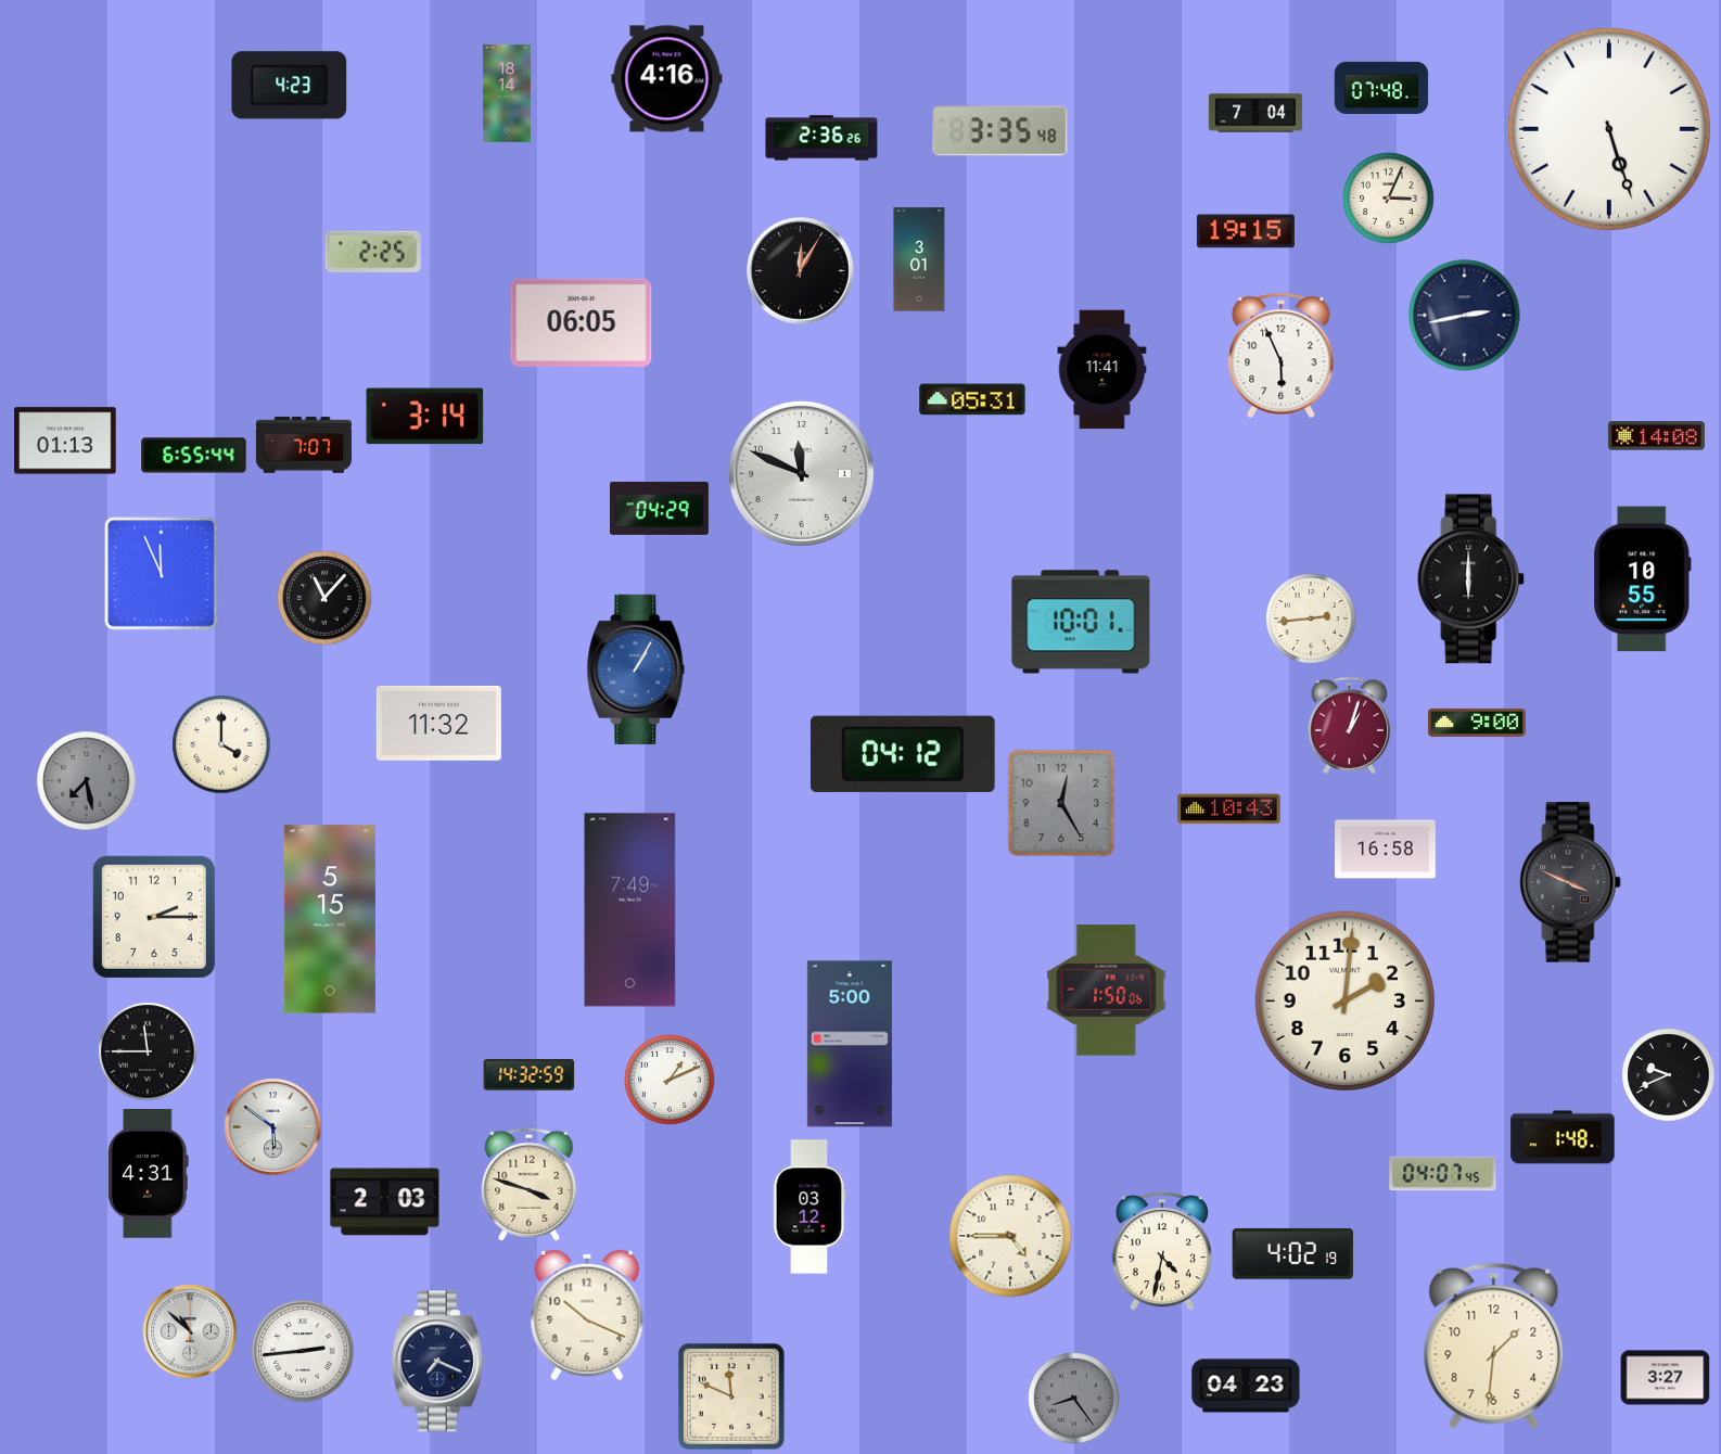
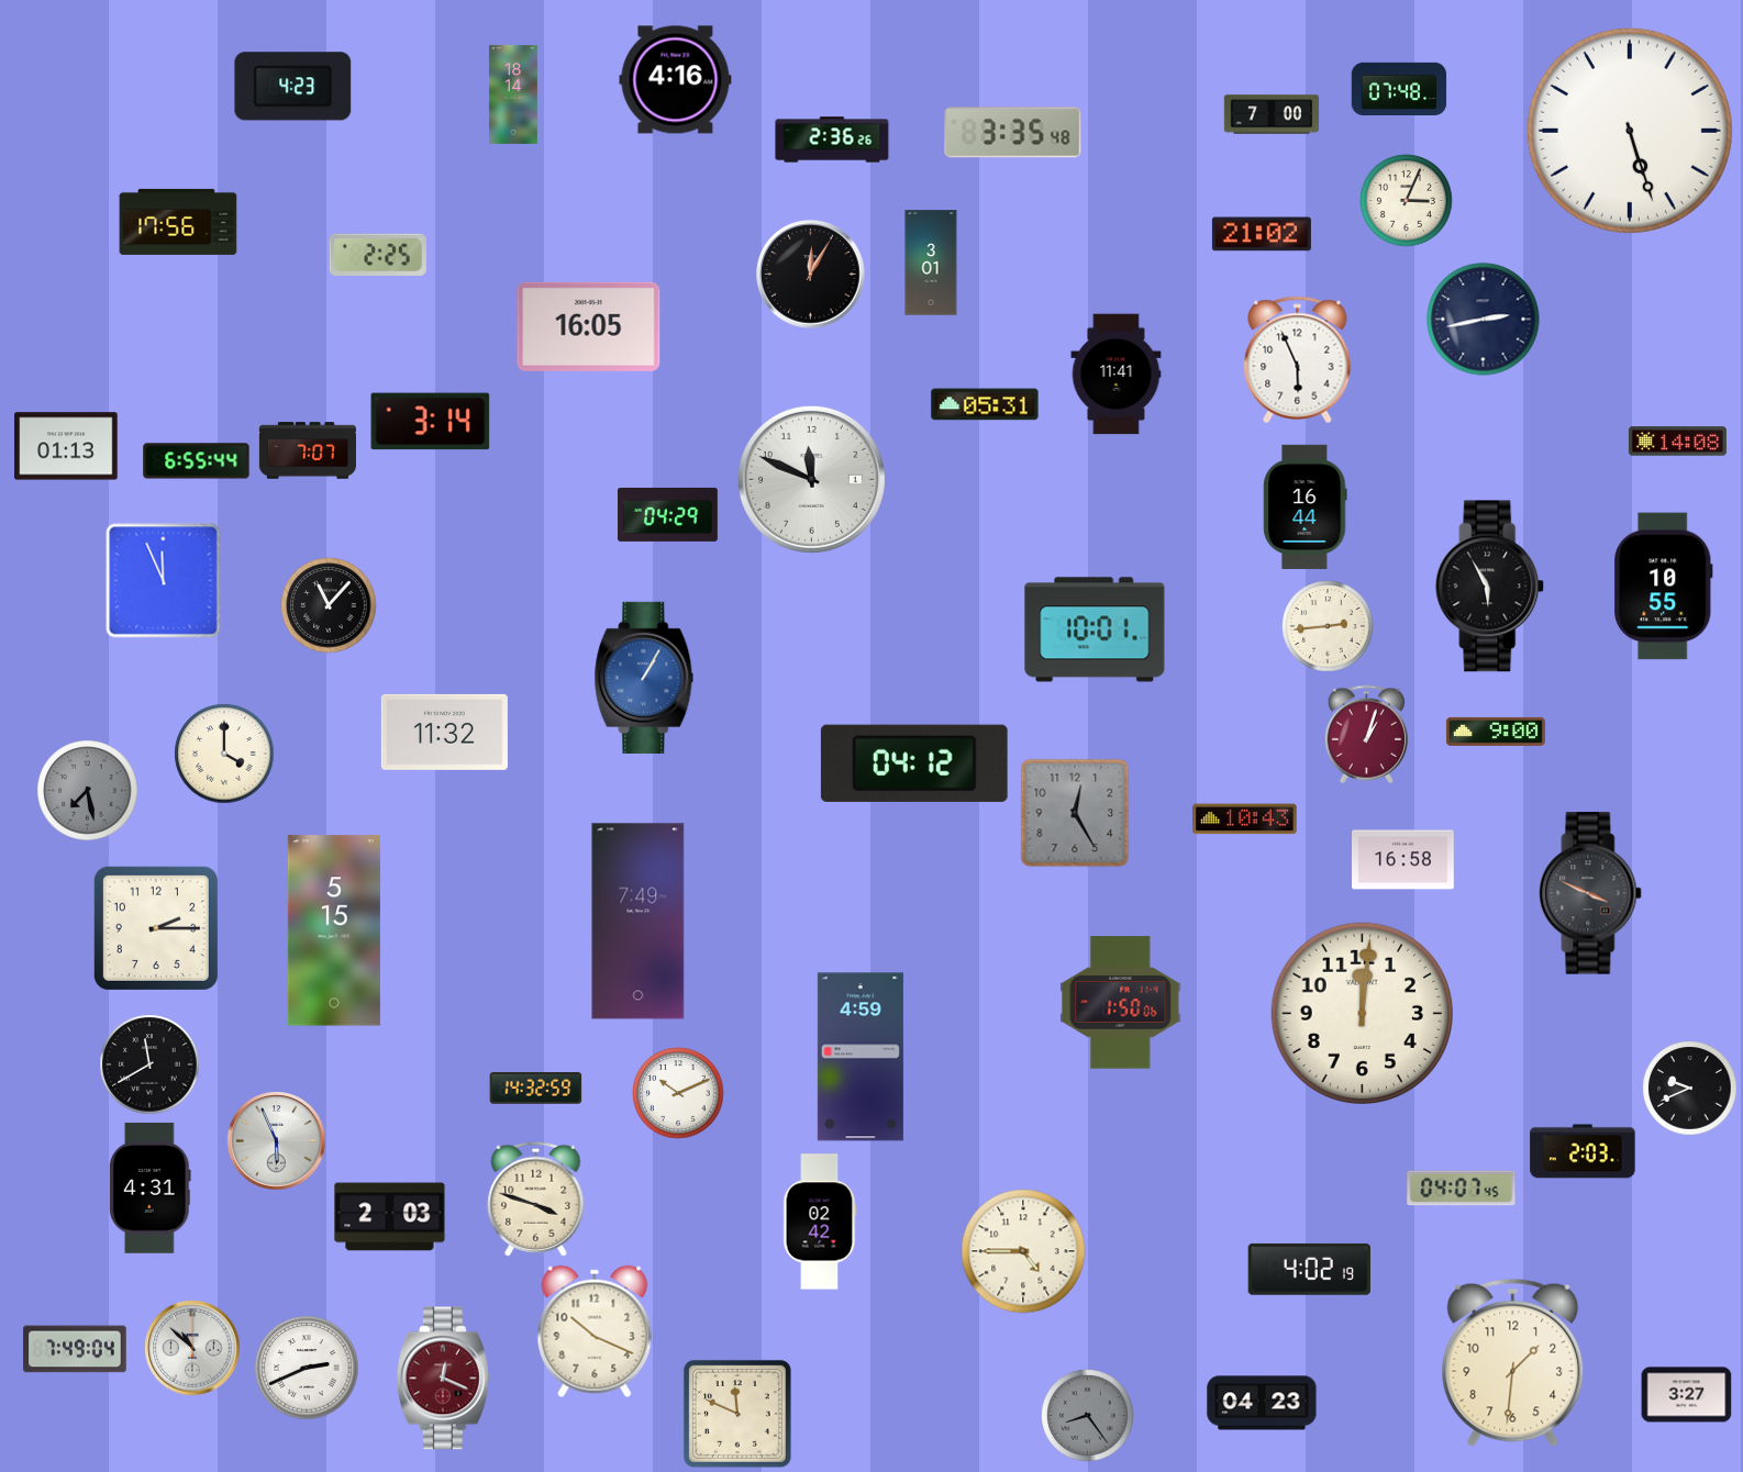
clock at (1255, 113): 7:04 -> 7:00
clock at (178, 222): none -> 17:56
clock at (1246, 231): 19:15 -> 21:02
clock at (582, 322): 06:05 -> 16:05
clock at (1306, 506): none -> 16:44
clock at (1471, 579): 6:00 -> 5:55
clock at (1344, 1000): 2:01 -> 12:01
clock at (850, 1044): 5:00 -> 4:59
clock at (148, 1051): 11:45 -> 11:40
clock at (670, 1080): 1:11 -> 10:11
clock at (273, 1127): 5:51 -> 5:56
clock at (1563, 1137): 1:48 -> 2:03
clock at (809, 1207): 03:12 -> 02:42
clock at (1162, 1251): 4:32 -> none
clock at (75, 1349): none -> 7:49
clock at (303, 1351): 2:44 -> 2:41
clock at (437, 1362): 7:19 -> 12:19
clock at (437, 1362) dial: navy -> burgundy
clock at (731, 1396) position: (731, 1396) -> (737, 1414)
